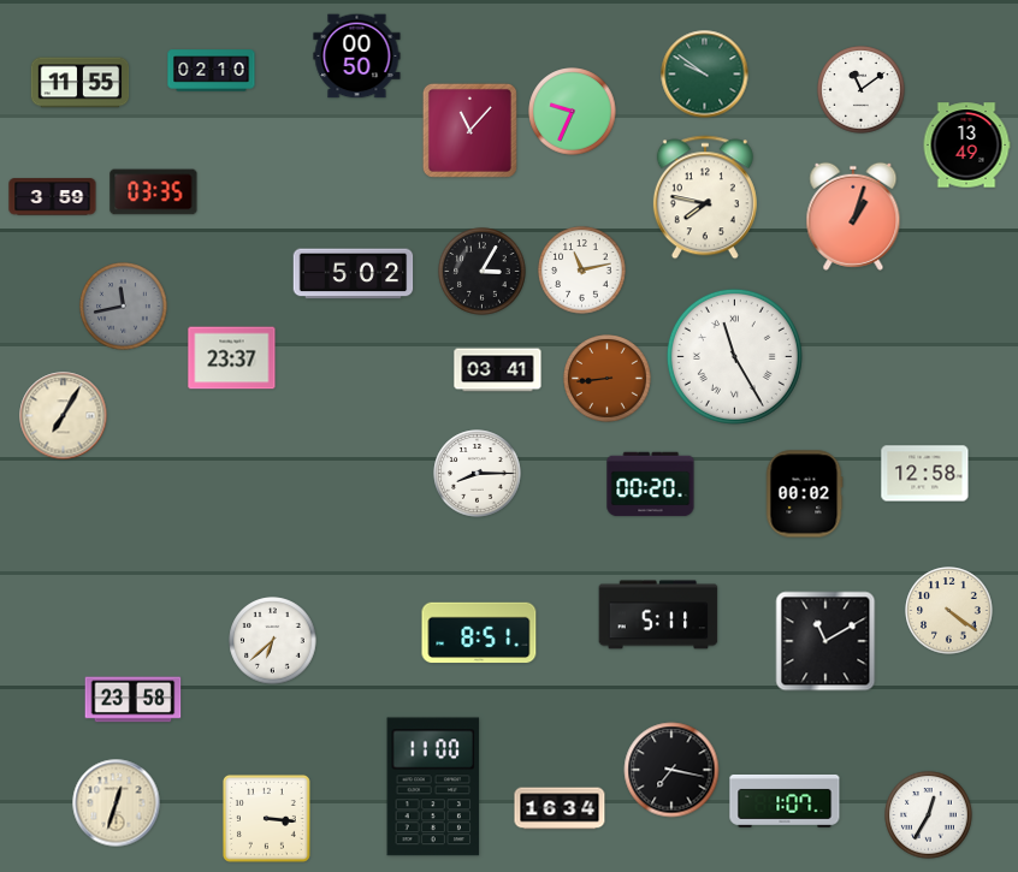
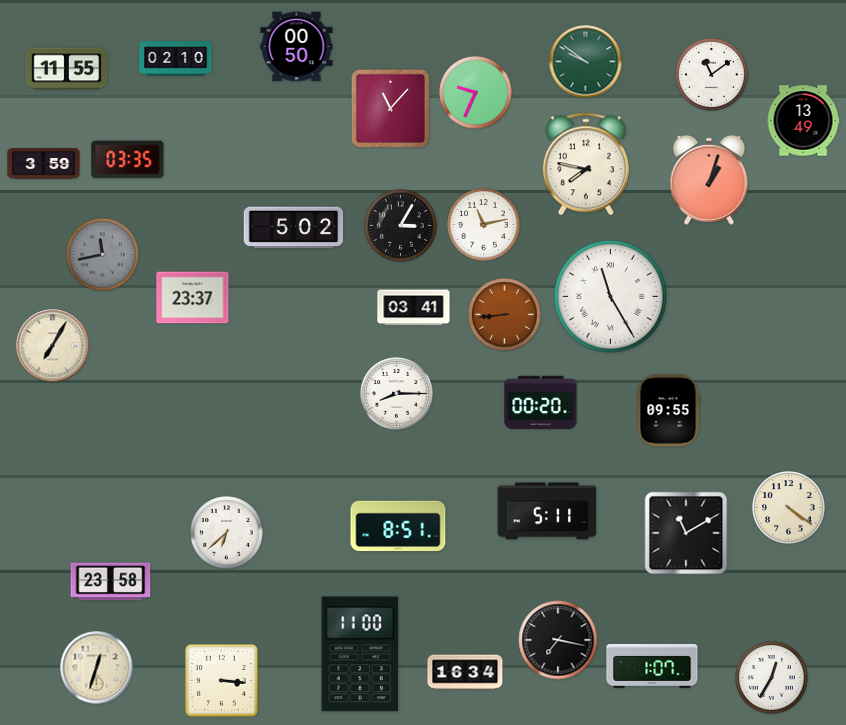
clock at (862, 90) position: (862, 90) -> (712, 75)
clock at (925, 474): 12:58 -> none
clock at (804, 494): 00:02 -> 09:55
